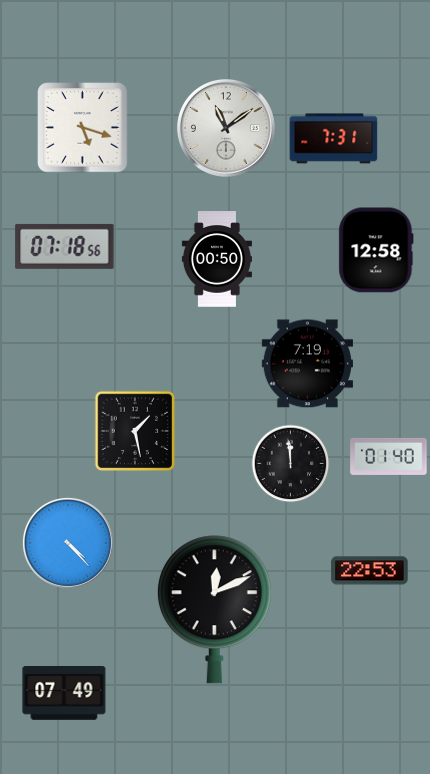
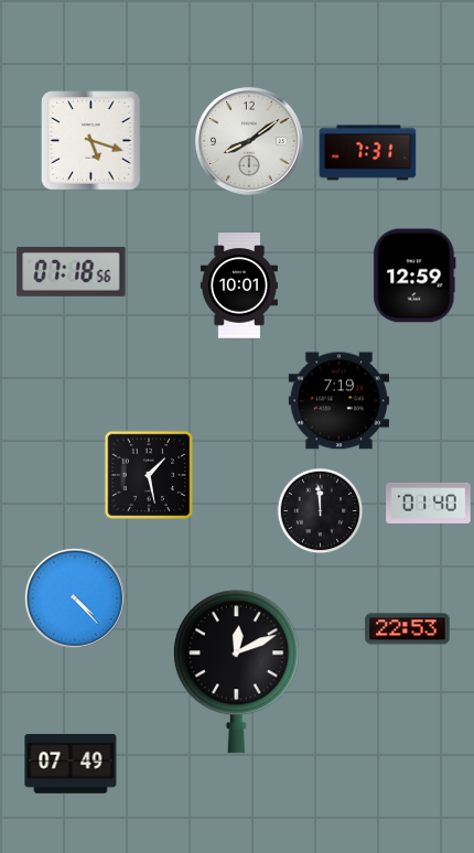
clock at (226, 128): 11:09 -> 8:09
clock at (376, 250): 12:58 -> 12:59
clock at (217, 259): 00:50 -> 10:01
